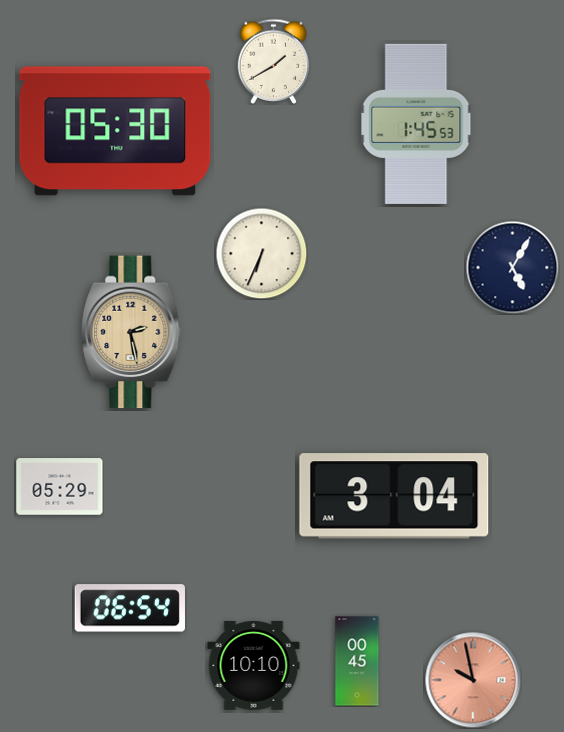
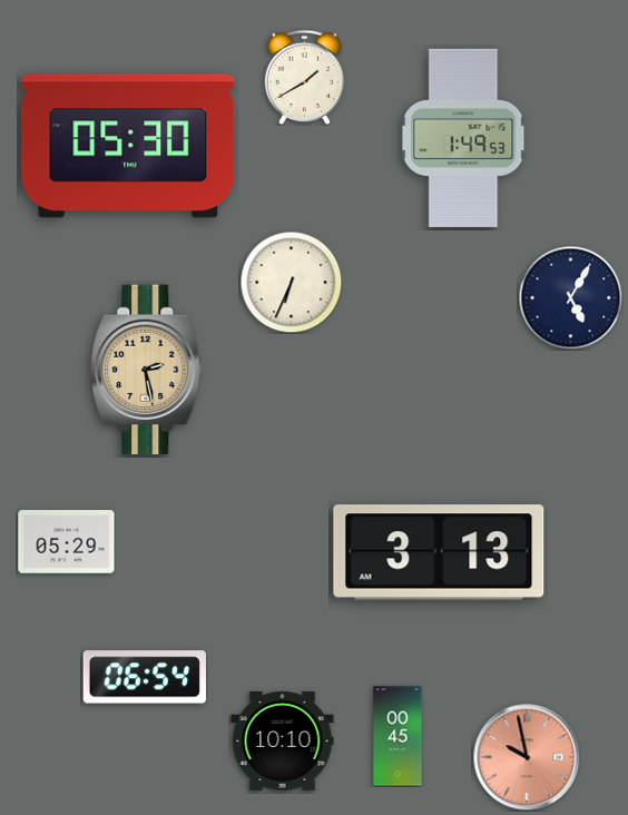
clock at (274, 61) position: (274, 61) -> (305, 77)
clock at (416, 124): 1:45 -> 1:49
clock at (394, 496): 3:04 -> 3:13
